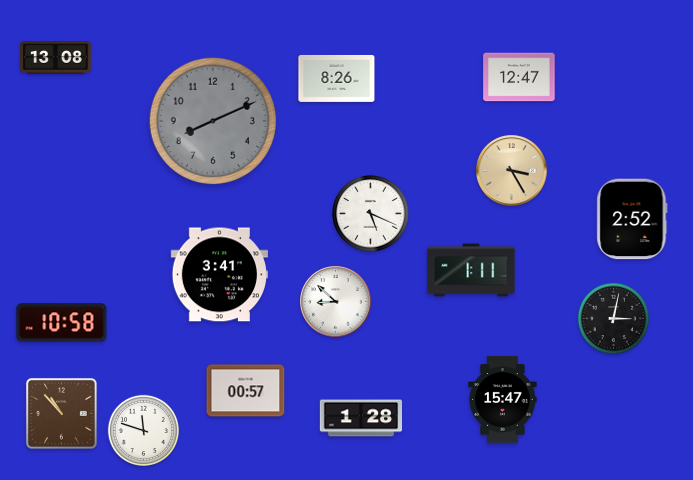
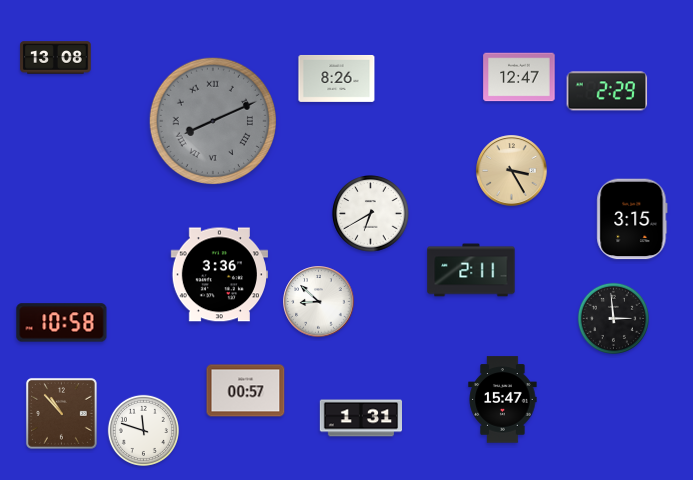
clock at (607, 91): none -> 2:29
clock at (212, 120) numerals: Arabic -> Roman
clock at (371, 214): 5:19 -> 6:40
clock at (632, 219): 2:52 -> 3:15
clock at (471, 270): 1:11 -> 2:11
clock at (219, 275): 3:41 -> 3:36
clock at (336, 302) position: (336, 302) -> (319, 302)
clock at (613, 318): 3:02 -> 2:59
clock at (360, 418): 1:28 -> 1:31
